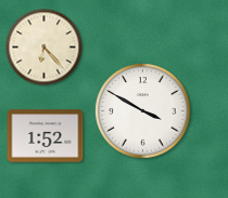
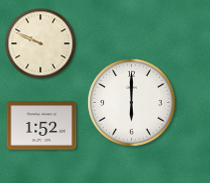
clock at (45, 48): 6:23 -> 9:49
clock at (143, 111): 3:50 -> 6:00
